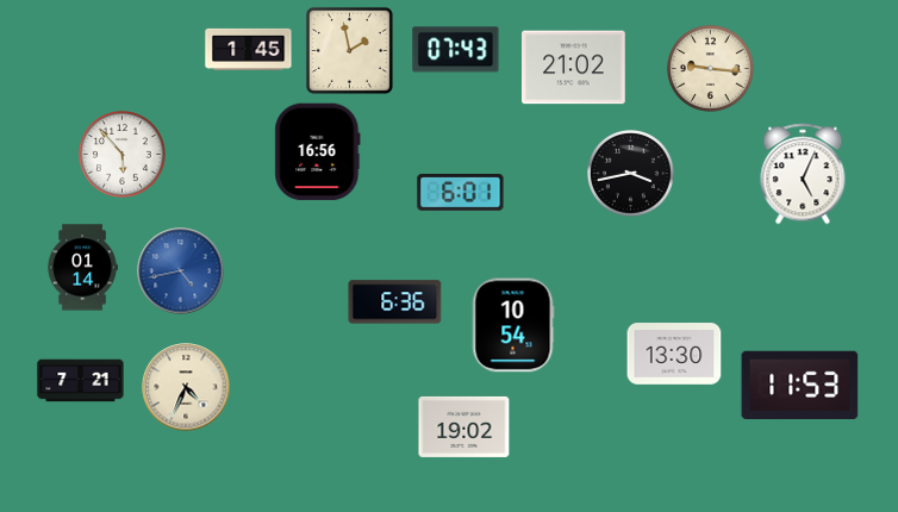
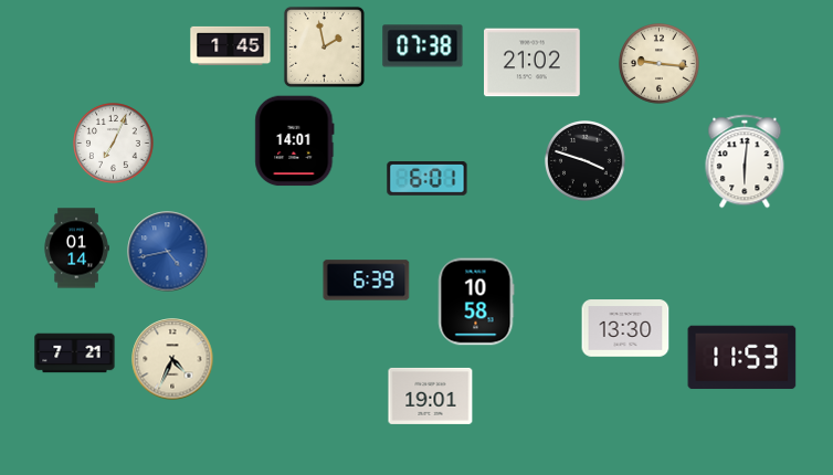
clock at (456, 50): 07:43 -> 07:38
clock at (318, 152): 16:56 -> 14:01
clock at (123, 155): 5:53 -> 7:04
clock at (631, 174): 3:43 -> 3:48
clock at (803, 174): 5:04 -> 6:01
clock at (395, 302): 6:36 -> 6:39
clock at (513, 325): 10:54 -> 10:58
clock at (464, 426): 19:02 -> 19:01
